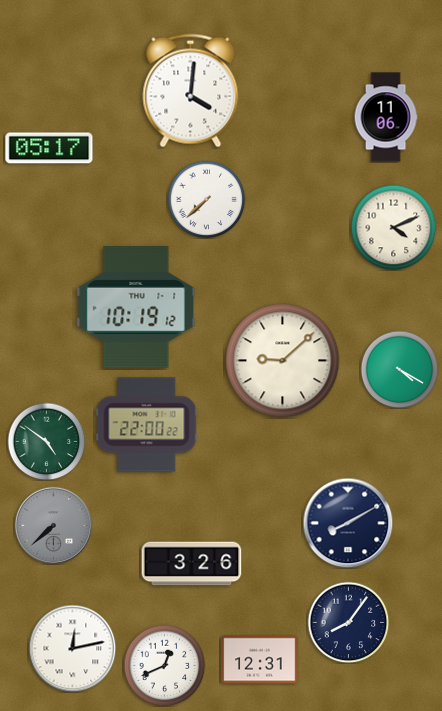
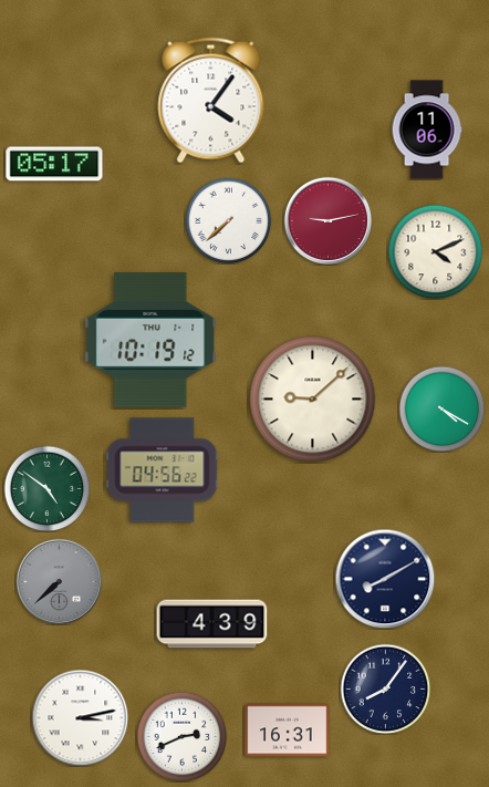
clock at (191, 91): 4:01 -> 4:06
clock at (327, 220): none -> 9:13
clock at (147, 425): 22:00 -> 04:56
clock at (46, 441) position: (46, 441) -> (46, 488)
clock at (192, 564): 3:26 -> 4:39
clock at (72, 648): 12:13 -> 3:13
clock at (260, 660): 12:31 -> 16:31
clock at (164, 665): 12:41 -> 2:41
